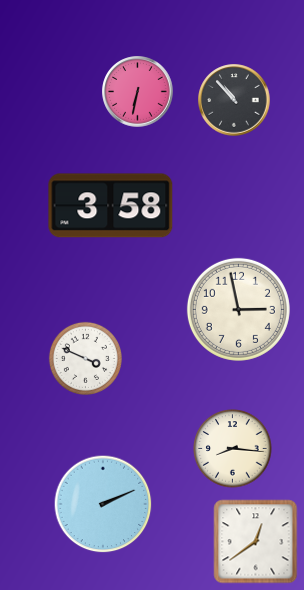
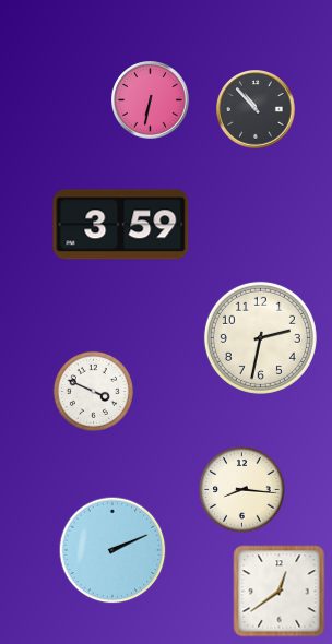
clock at (111, 206): 3:58 -> 3:59
clock at (238, 309): 2:58 -> 2:32
clock at (233, 449) position: (233, 449) -> (242, 490)
